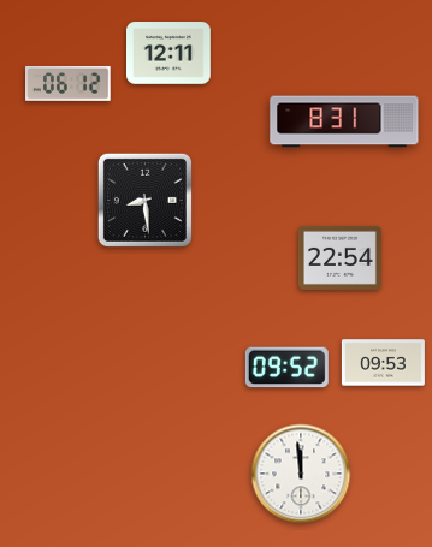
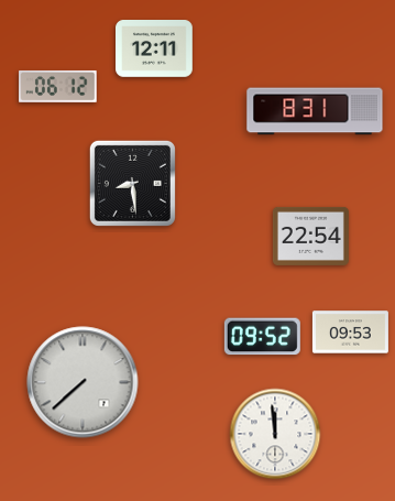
clock at (69, 83) position: (69, 83) -> (58, 86)
clock at (83, 382): none -> 7:38
